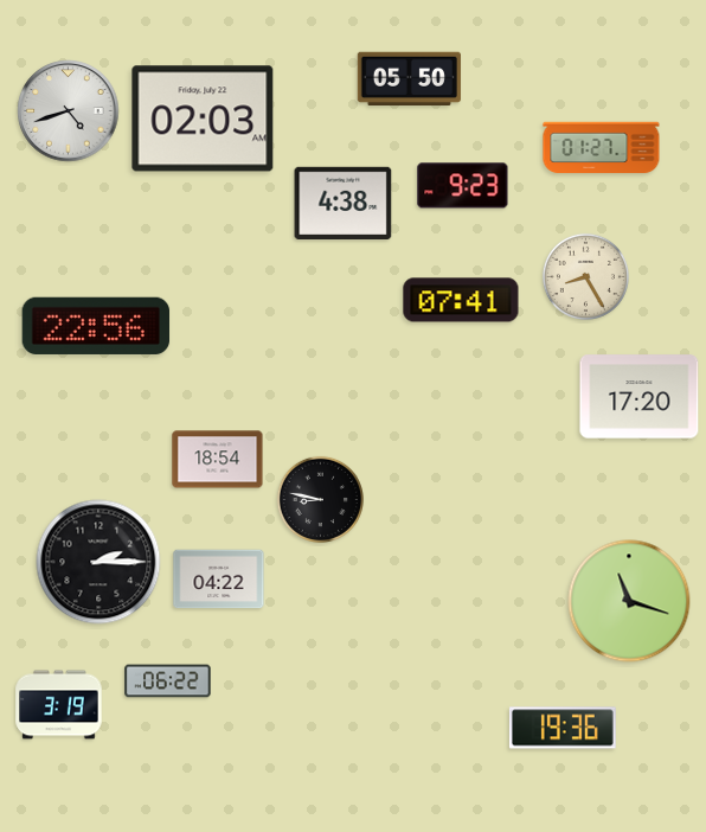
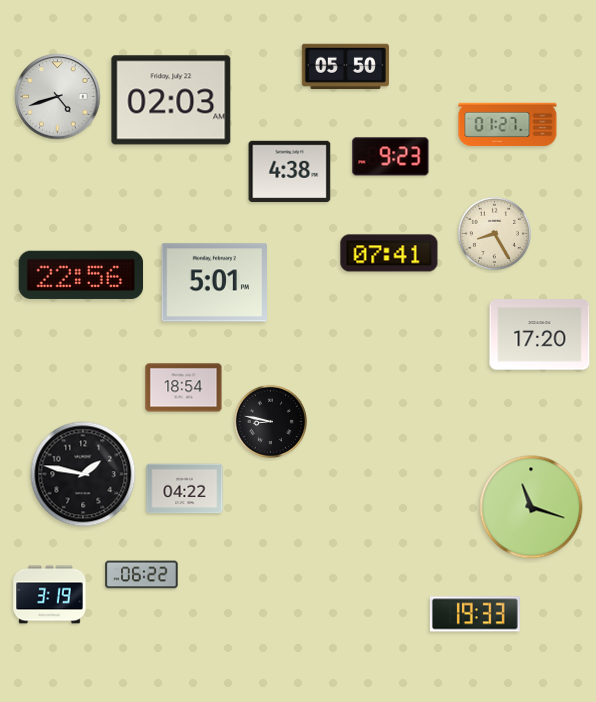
clock at (69, 111) position: (69, 111) -> (58, 97)
clock at (214, 283): none -> 5:01
clock at (98, 562): 2:15 -> 1:47
clock at (563, 728): 19:36 -> 19:33
